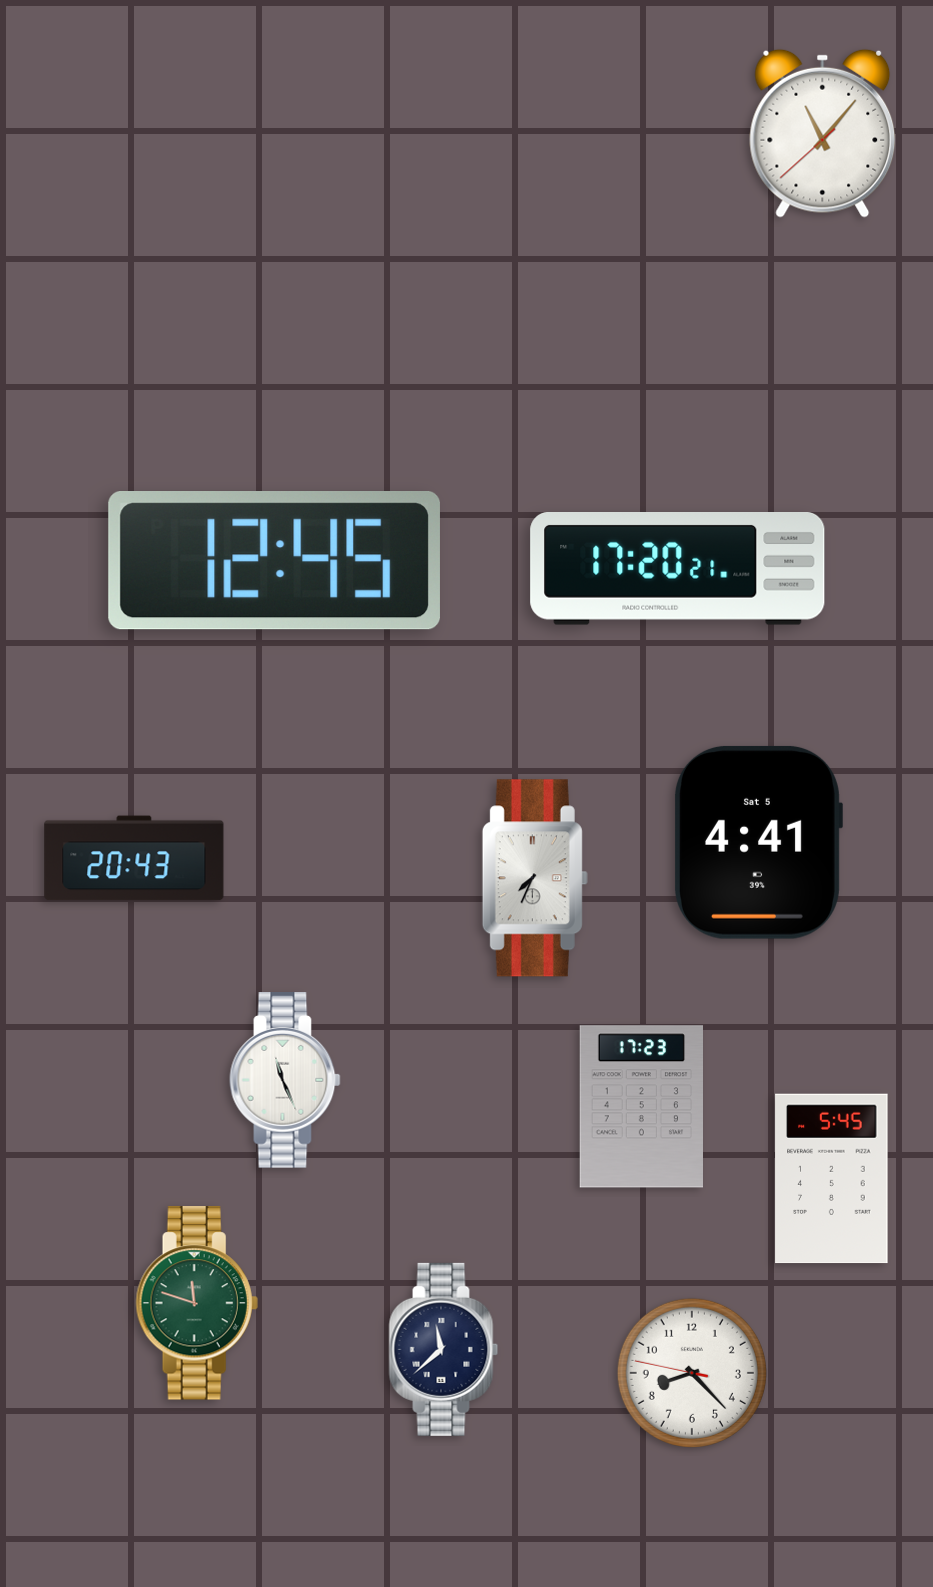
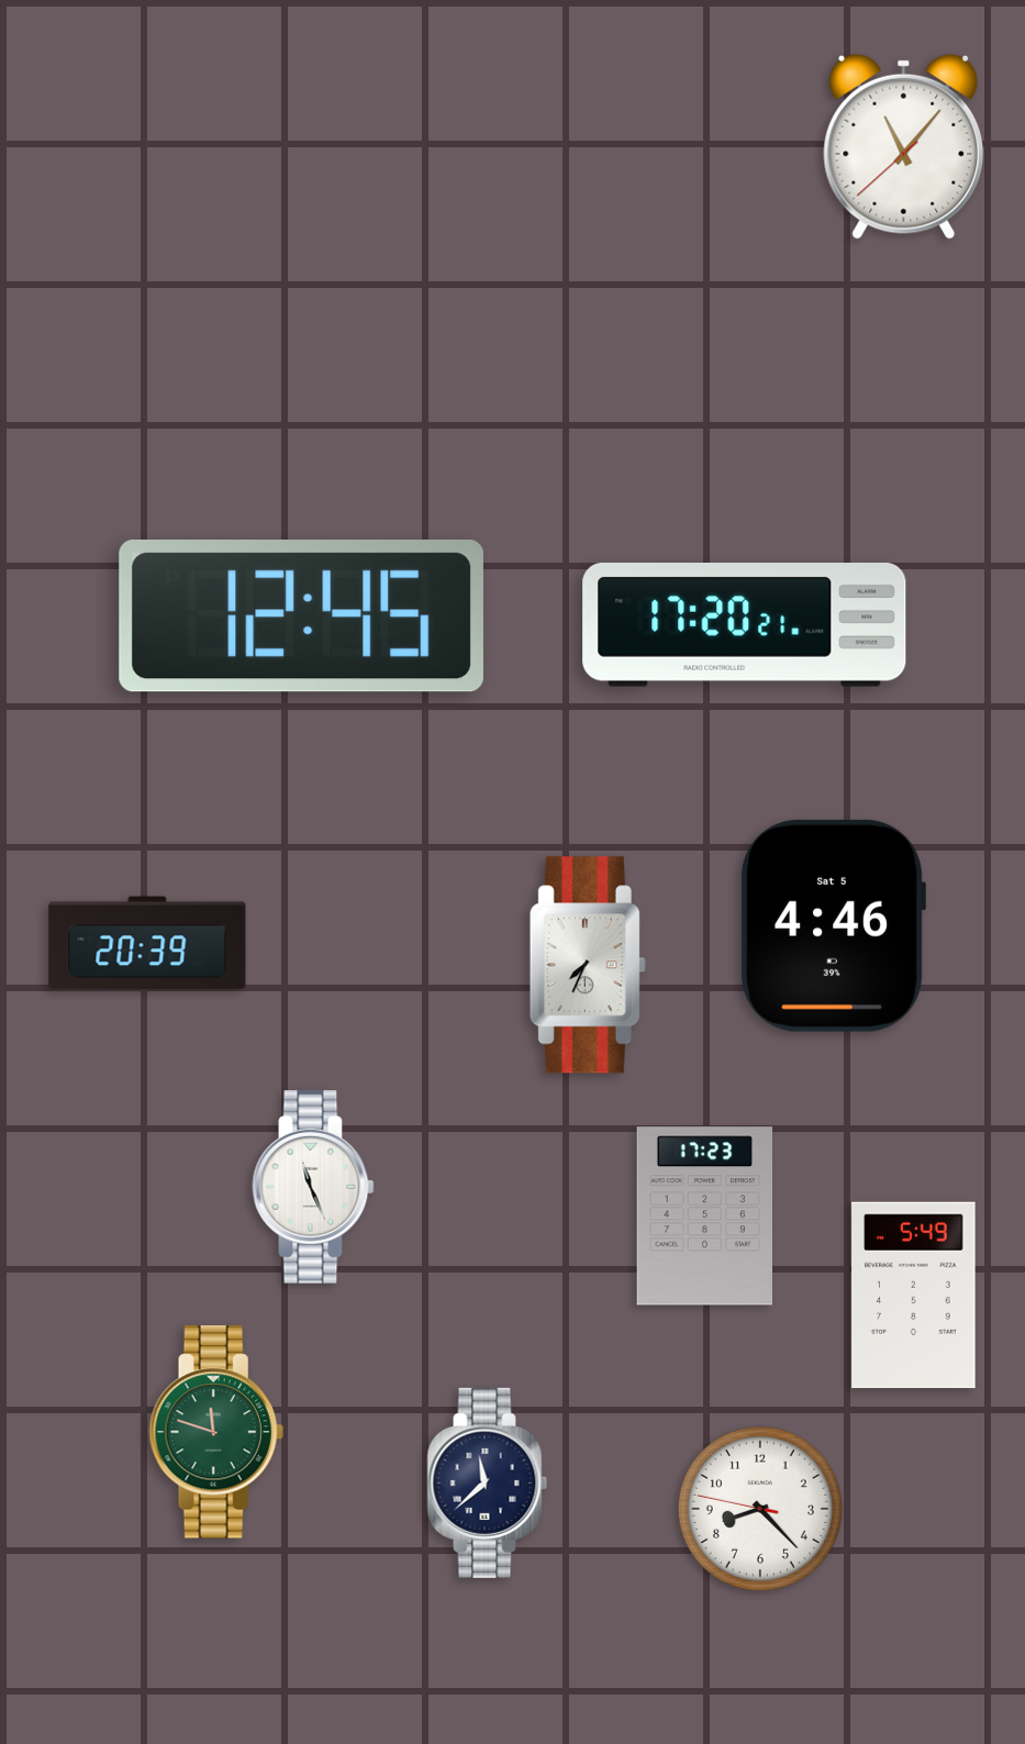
clock at (758, 842): 4:41 -> 4:46
clock at (134, 858): 20:43 -> 20:39
clock at (832, 1179): 5:45 -> 5:49
